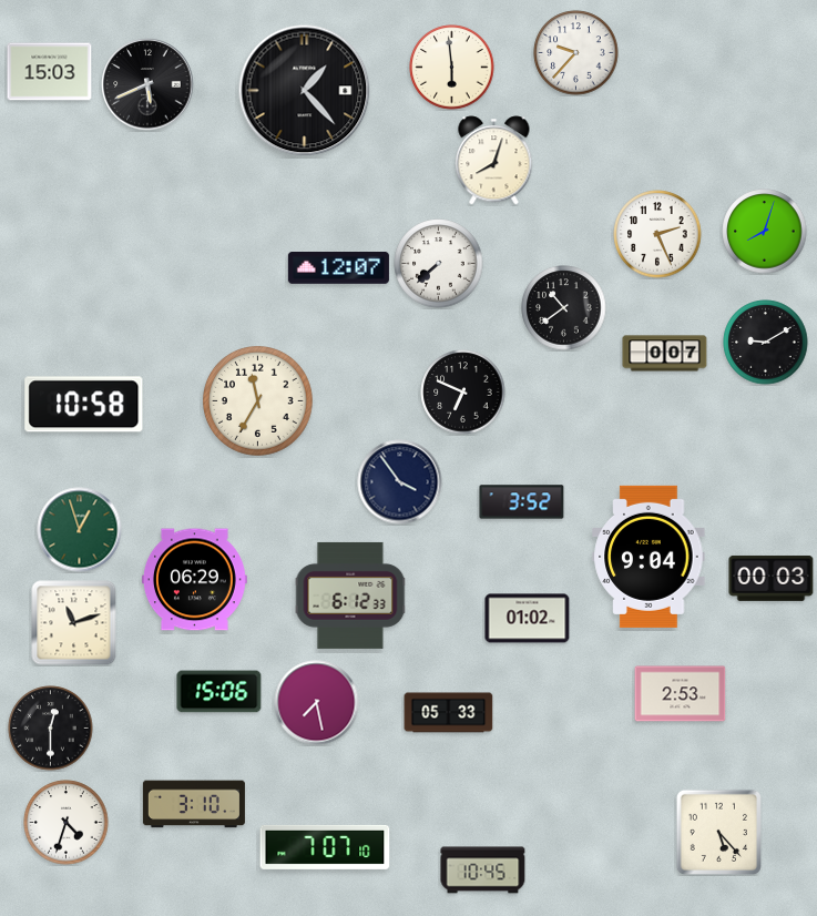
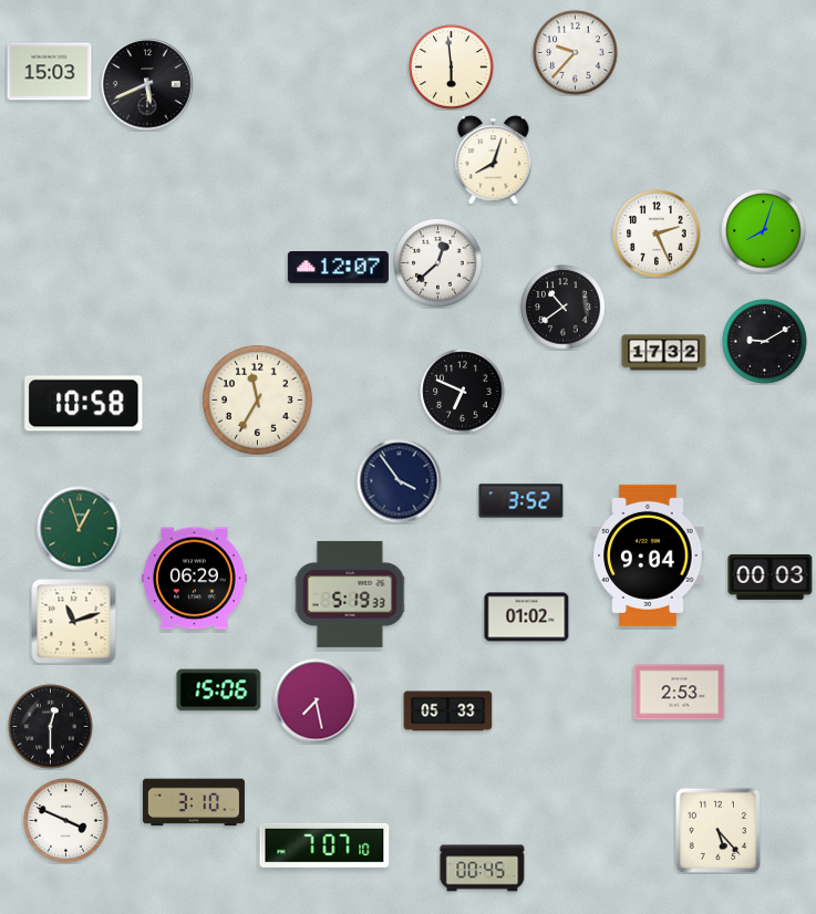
clock at (305, 91): 1:23 -> none
clock at (439, 264): 7:38 -> 12:38
clock at (665, 354): 0:07 -> 17:32
clock at (350, 596): 6:12 -> 5:19
clock at (67, 823): 4:33 -> 3:49
clock at (483, 871): 10:45 -> 00:45
